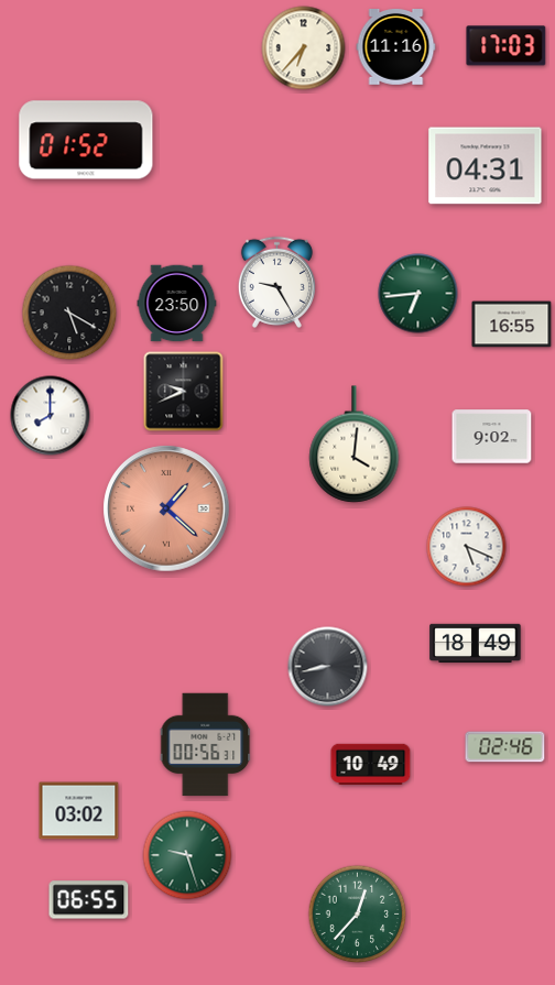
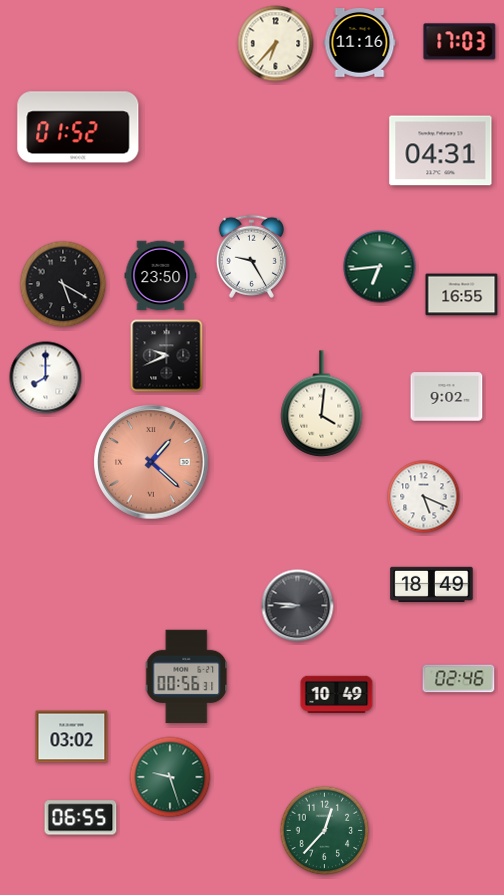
clock at (512, 325) position: (512, 325) -> (462, 295)
clock at (328, 667): 8:43 -> 8:46
